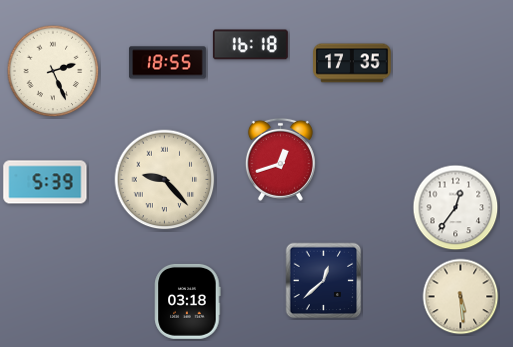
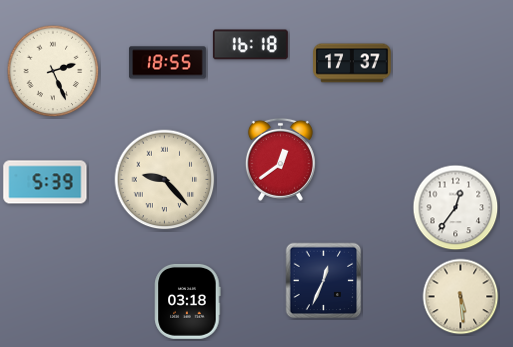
clock at (352, 63): 17:35 -> 17:37
clock at (280, 159): 12:42 -> 12:39
clock at (324, 281): 12:38 -> 12:34
